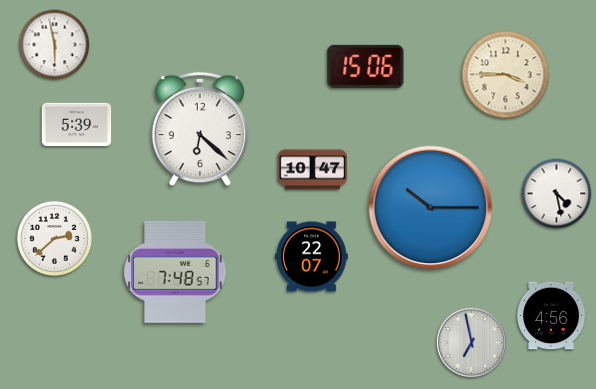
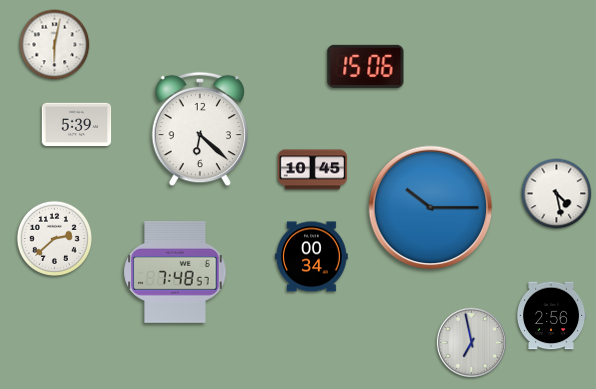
clock at (55, 45): 5:58 -> 6:02
clock at (506, 75): 3:45 -> none
clock at (313, 170): 10:47 -> 10:45
clock at (312, 257): 22:07 -> 00:34
clock at (551, 316): 4:56 -> 2:56
